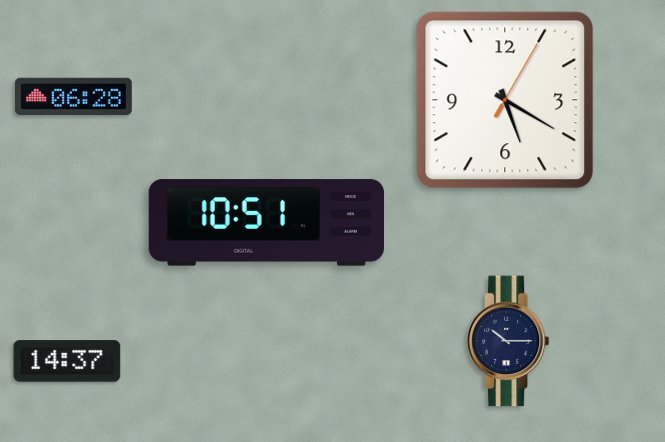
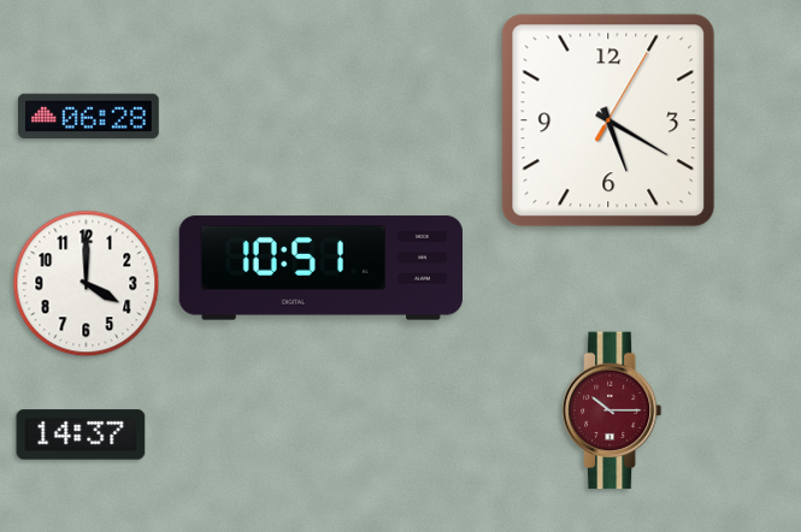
clock at (87, 284): none -> 4:00
clock at (508, 341) dial: navy -> burgundy
